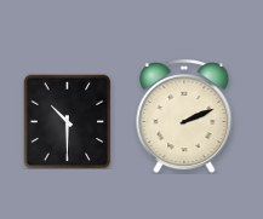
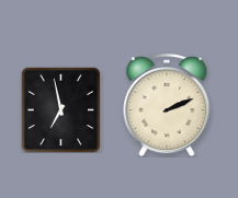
clock at (68, 121): 10:30 -> 6:58
